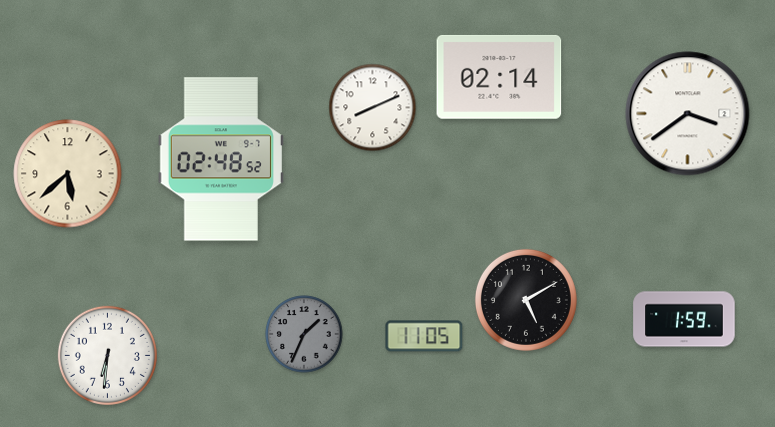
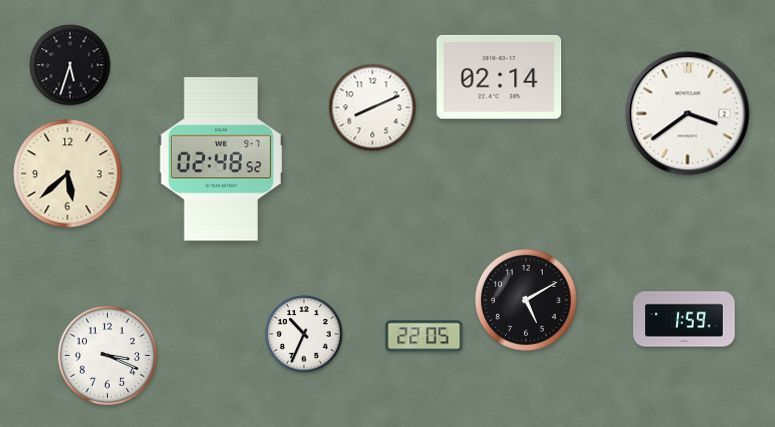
clock at (70, 65): none -> 5:33
clock at (304, 334): 1:34 -> 10:34
clock at (304, 334) dial: grey -> white
clock at (424, 336): 11:05 -> 22:05
clock at (107, 355): 6:31 -> 3:19
